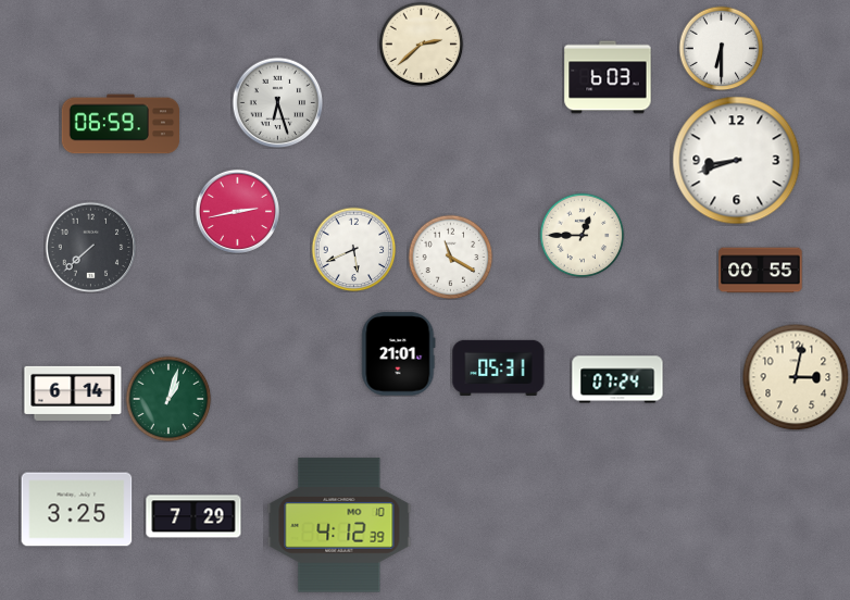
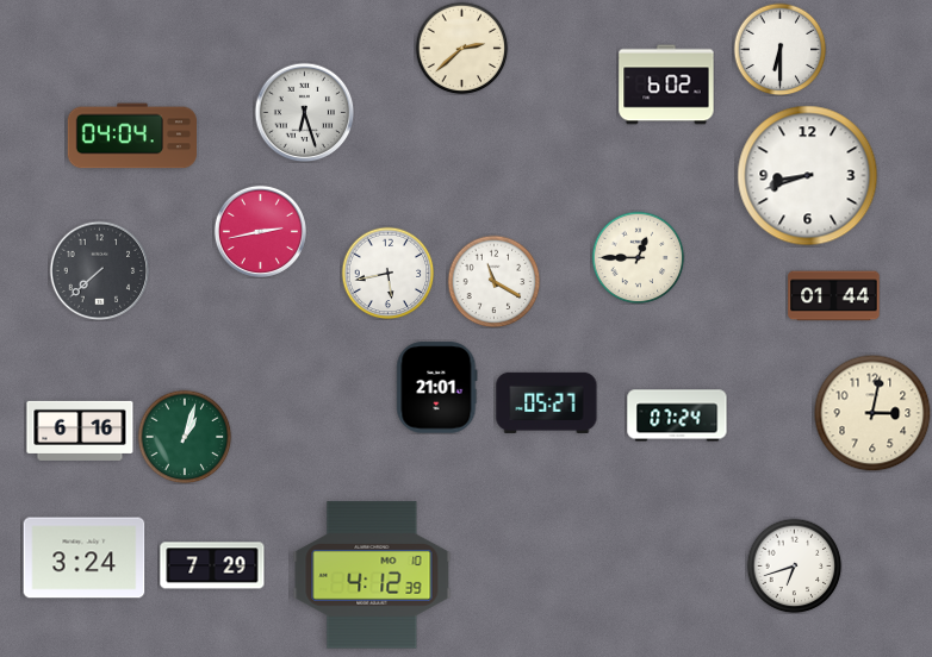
clock at (721, 48) position: (721, 48) -> (779, 49)
clock at (608, 77): 6:03 -> 6:02
clock at (120, 124): 06:59 -> 04:04
clock at (353, 249): 5:41 -> 5:43
clock at (761, 271): 00:55 -> 01:44
clock at (499, 367): 05:31 -> 05:27
clock at (73, 393): 6:14 -> 6:16
clock at (77, 510): 3:25 -> 3:24
clock at (794, 565): none -> 6:42
